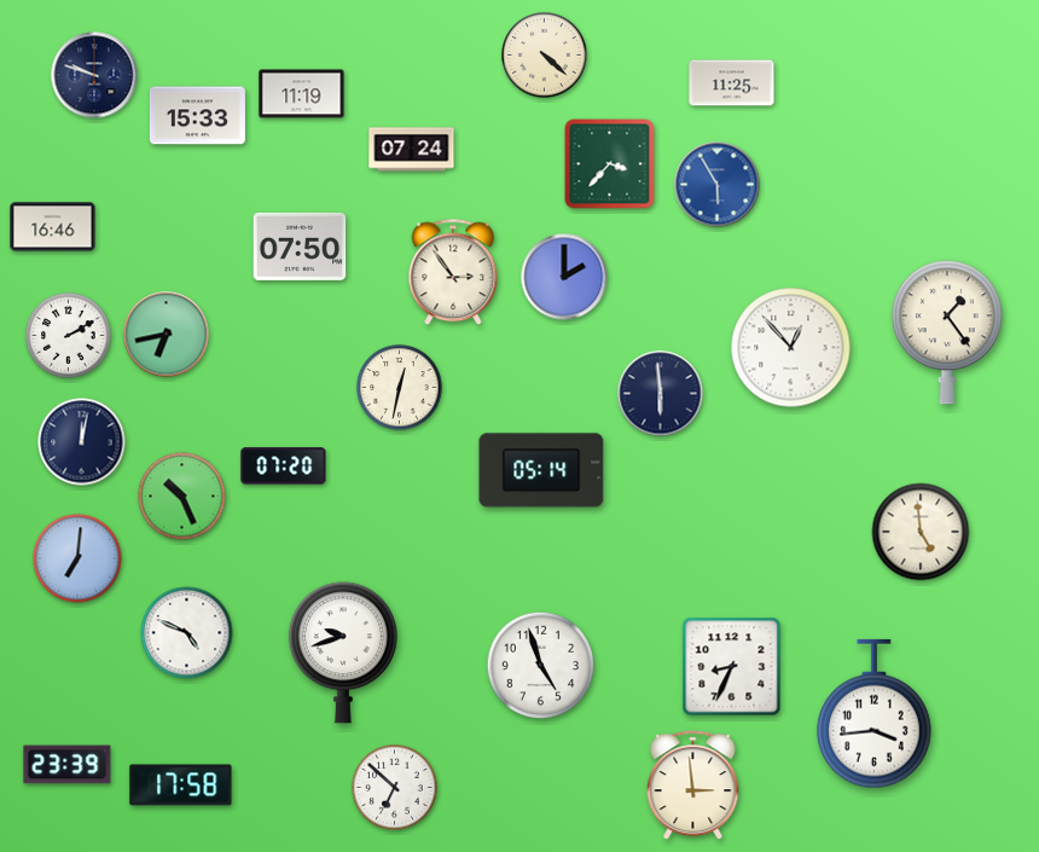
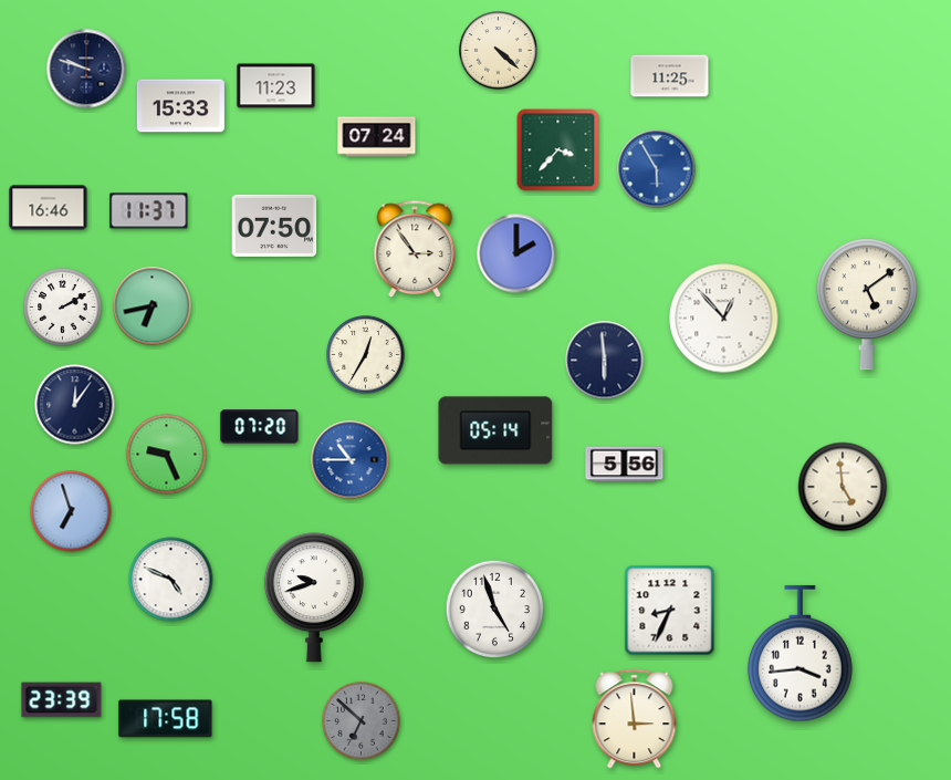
clock at (302, 94): 11:19 -> 11:23
clock at (149, 211): none -> 11:37
clock at (947, 332): 1:24 -> 5:09
clock at (400, 388): 12:32 -> 12:35
clock at (82, 442): 12:02 -> 12:06
clock at (182, 497): 10:26 -> 9:26
clock at (351, 460): none -> 10:45
clock at (625, 465): none -> 5:56
clock at (77, 558): 7:01 -> 6:57
clock at (395, 788) dial: white -> grey
